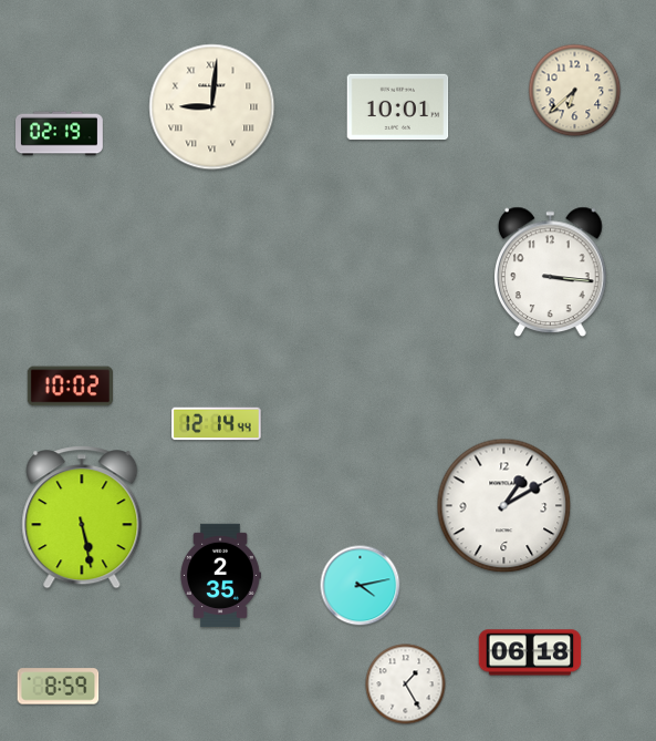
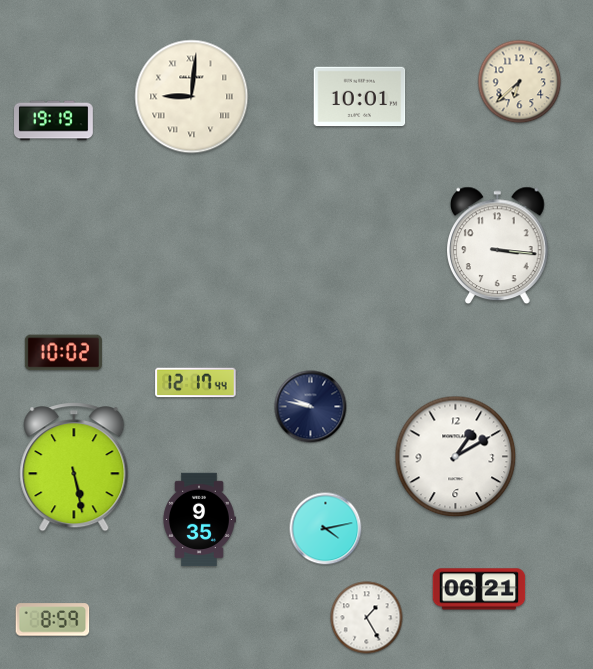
clock at (60, 134): 02:19 -> 19:19
clock at (70, 387) position: (70, 387) -> (63, 353)
clock at (217, 424): 12:14 -> 12:17
clock at (311, 407): none -> 9:47
clock at (220, 575): 2:35 -> 9:35
clock at (530, 652): 06:18 -> 06:21
